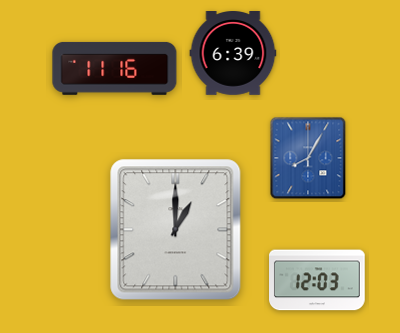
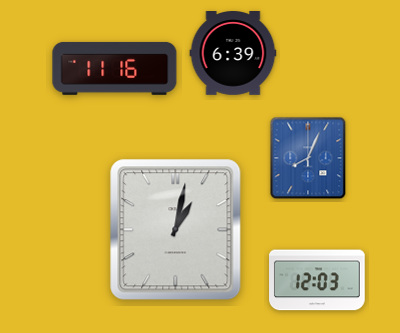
clock at (308, 158): 8:05 -> 8:04
clock at (176, 230): 1:00 -> 1:02
